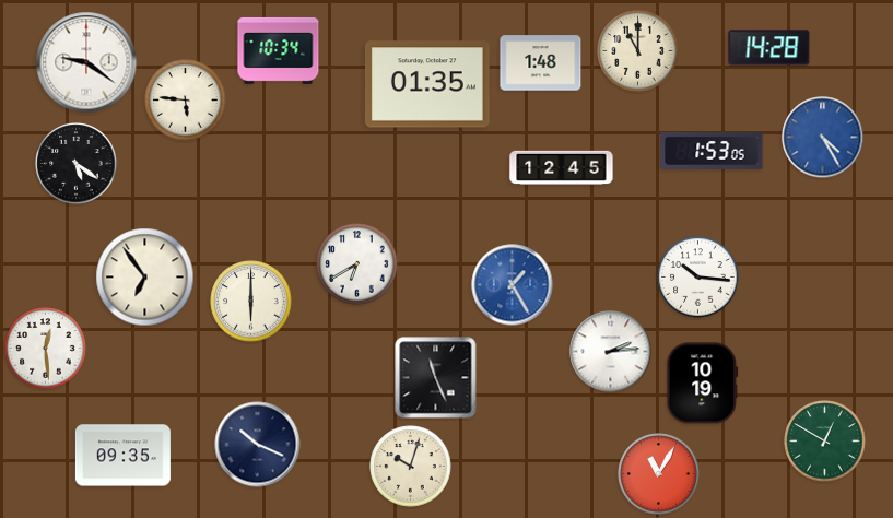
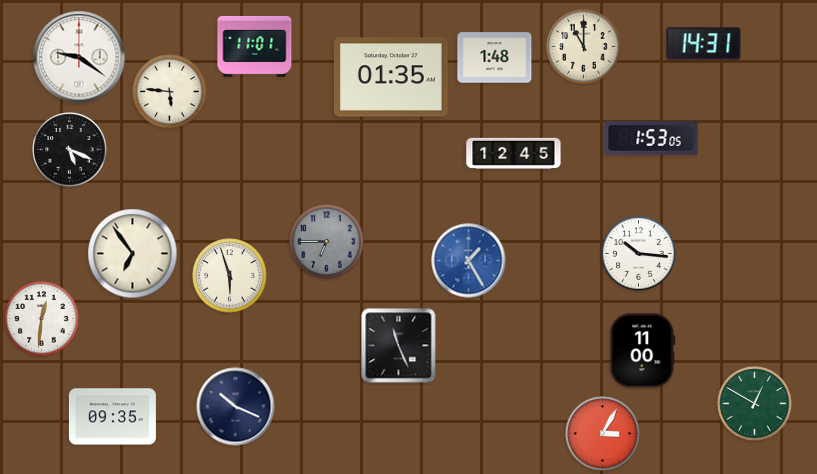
clock at (769, 48): 14:28 -> 14:31
clock at (279, 50): 10:34 -> 11:01
clock at (823, 138): 4:25 -> none
clock at (77, 164): 5:21 -> 5:19
clock at (357, 264): 6:40 -> 6:45
clock at (357, 264) dial: white -> grey
clock at (251, 302): 6:00 -> 5:57
clock at (46, 349): 12:29 -> 12:31
clock at (611, 352): 2:14 -> none
clock at (703, 384): 10:19 -> 11:00
clock at (411, 467): 10:03 -> none
clock at (659, 474): 11:05 -> 3:05
